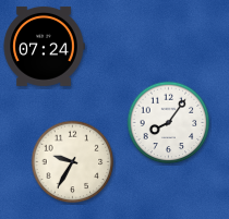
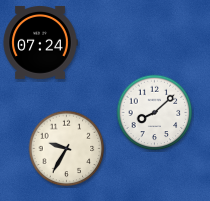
clock at (169, 123): 8:06 -> 8:08
